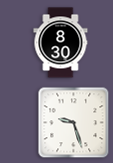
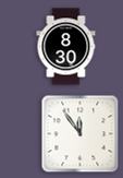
clock at (74, 123): 9:27 -> 11:54
